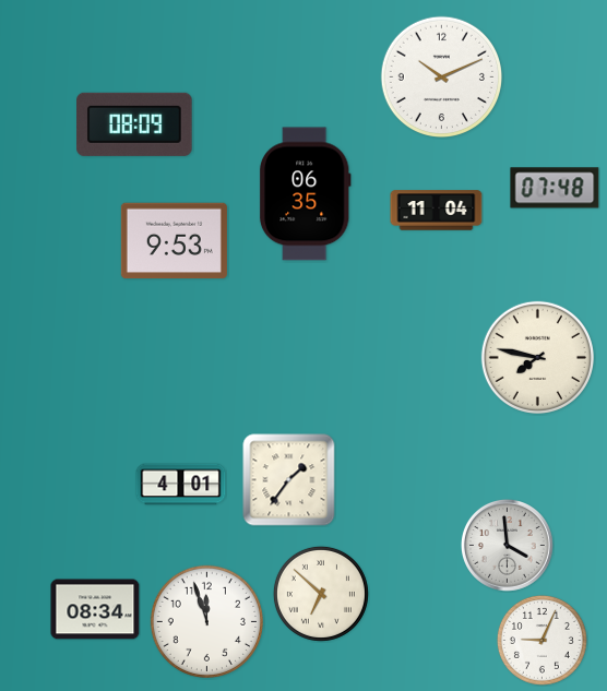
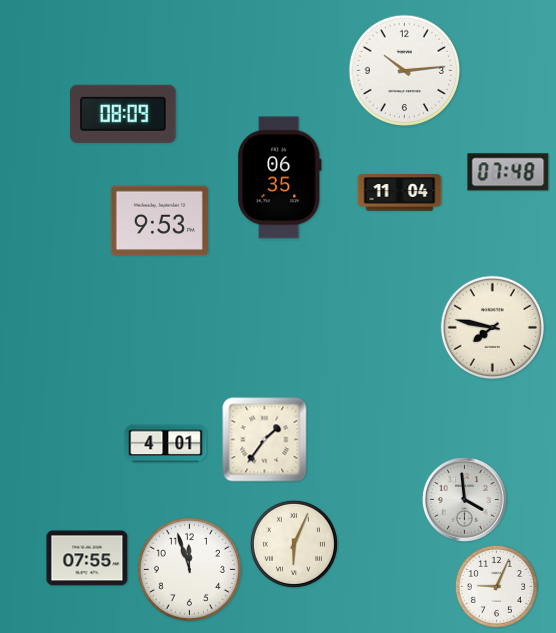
clock at (441, 76): 10:11 -> 10:14
clock at (321, 594): 6:52 -> 6:04
clock at (95, 609): 08:34 -> 07:55
